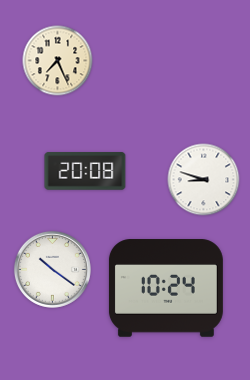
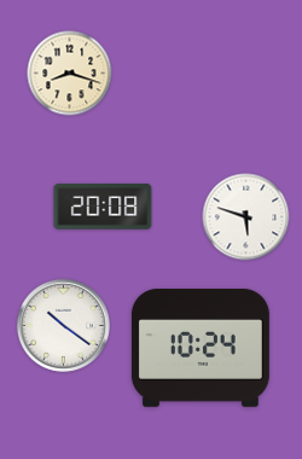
clock at (58, 61): 7:26 -> 8:18
clock at (204, 180): 8:48 -> 5:48
